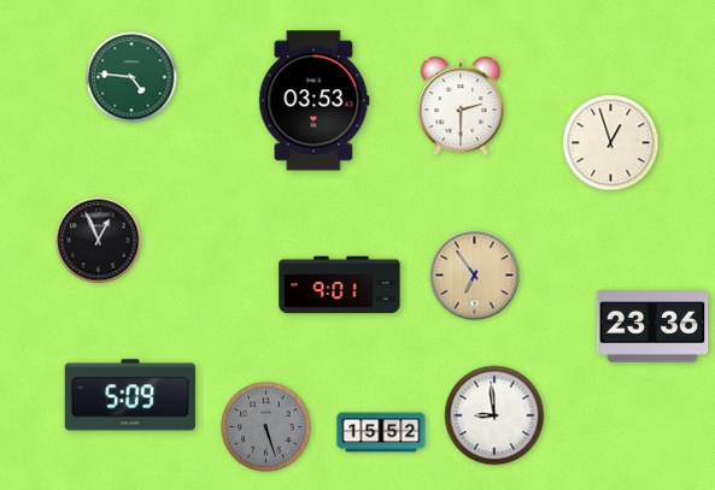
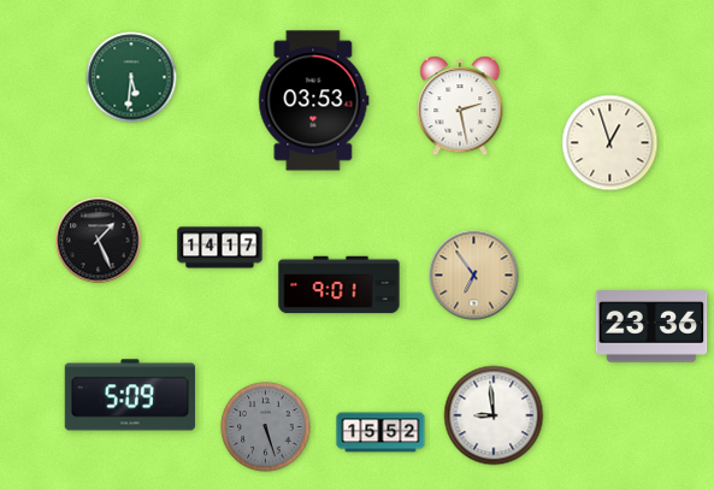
clock at (131, 77): 4:46 -> 5:31
clock at (461, 106): 2:30 -> 2:28
clock at (99, 241): 12:56 -> 1:26
clock at (220, 248): none -> 14:17
